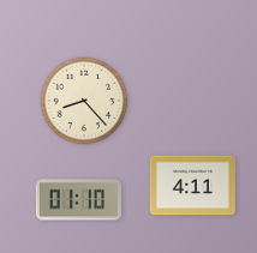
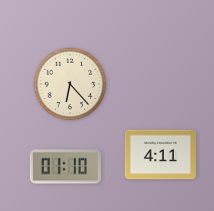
clock at (84, 101): 8:23 -> 6:23
